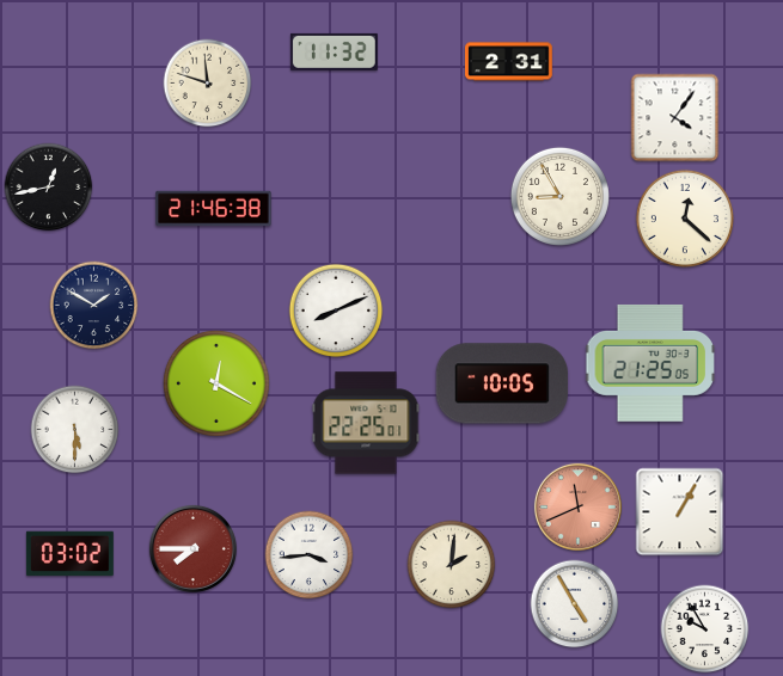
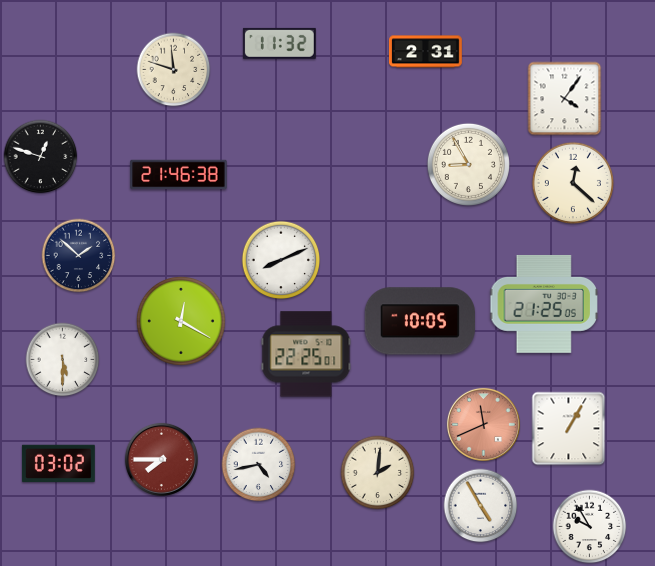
clock at (49, 188): 12:43 -> 12:48
clock at (94, 306): 1:50 -> 1:52
clock at (310, 555): 3:44 -> 4:43
